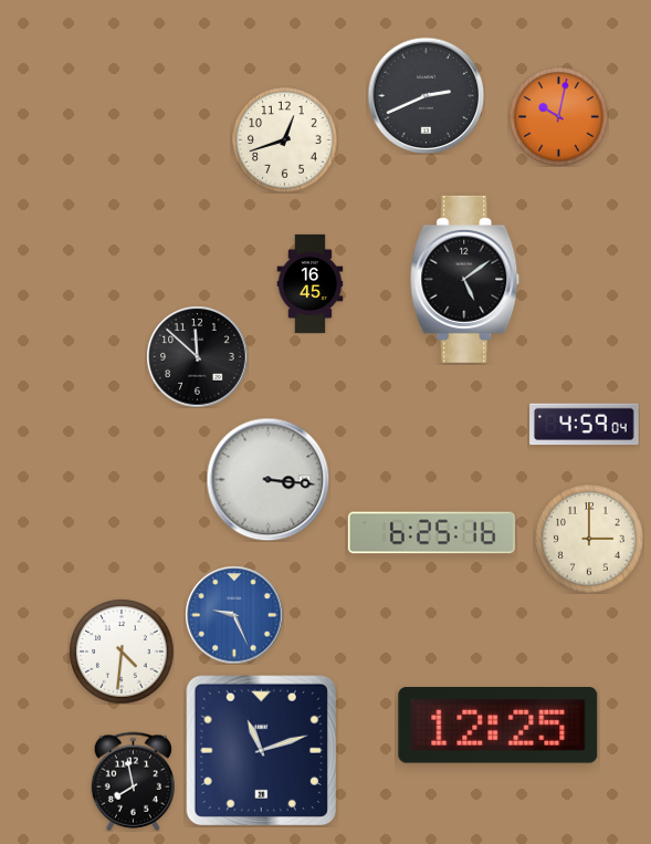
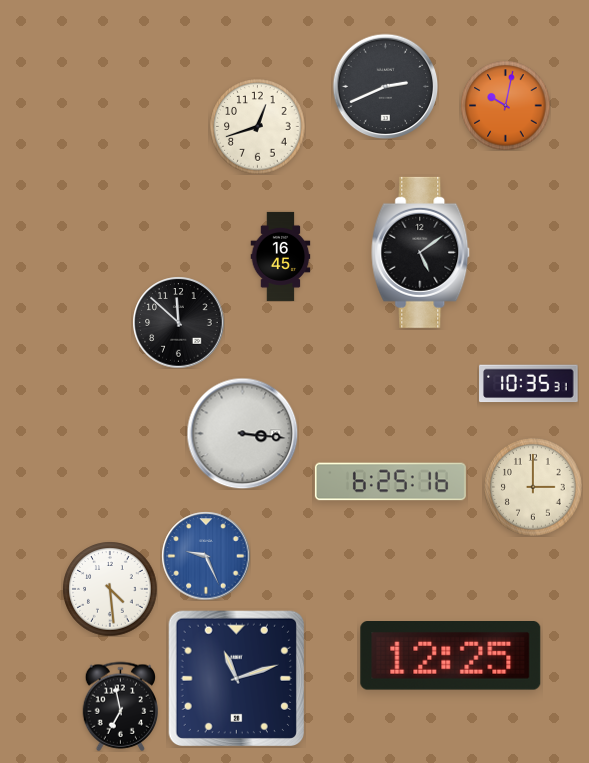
clock at (585, 425): 4:59 -> 10:35
clock at (234, 615) position: (234, 615) -> (206, 556)
clock at (122, 652): 4:31 -> 4:29
clock at (134, 781): 7:58 -> 6:58
